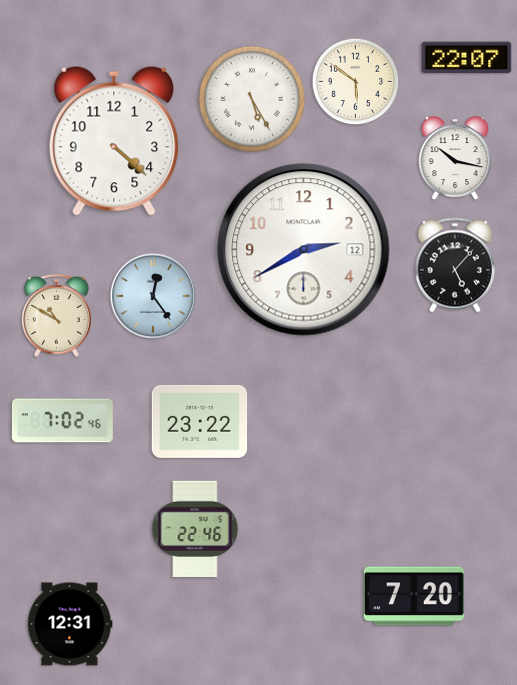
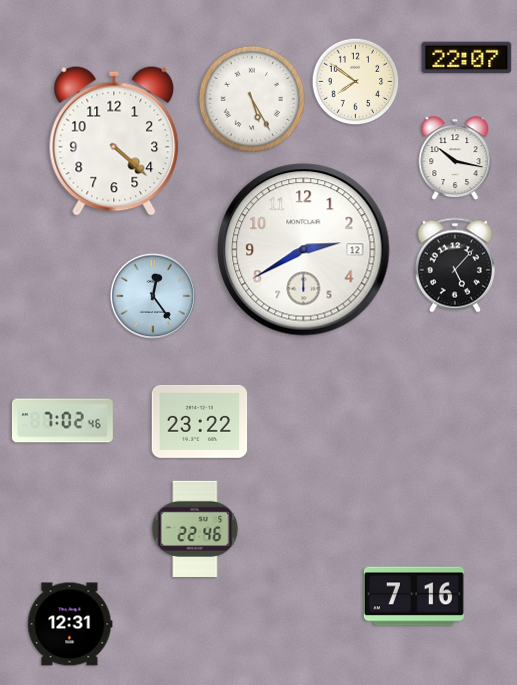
clock at (356, 82): 5:51 -> 7:51
clock at (57, 315): 10:50 -> none
clock at (414, 596): 7:20 -> 7:16
